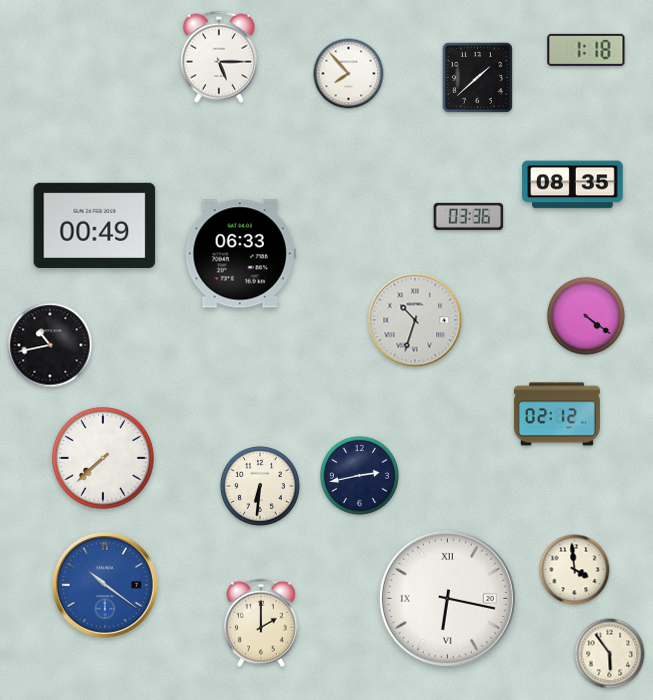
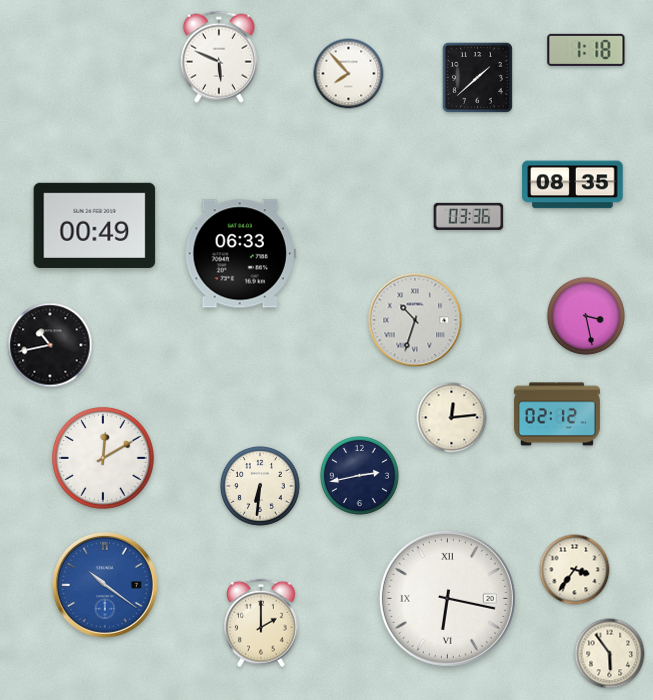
clock at (219, 57): 5:15 -> 5:49
clock at (586, 316): 4:21 -> 3:28
clock at (452, 418): none -> 12:14
clock at (103, 458): 7:38 -> 12:10
clock at (575, 570): 3:59 -> 3:36
